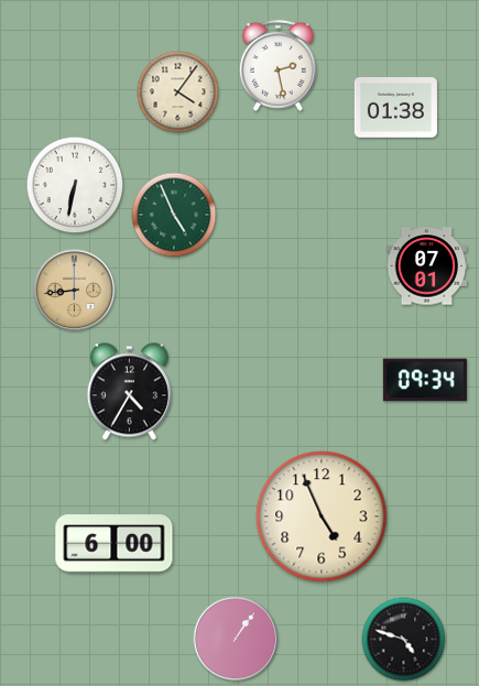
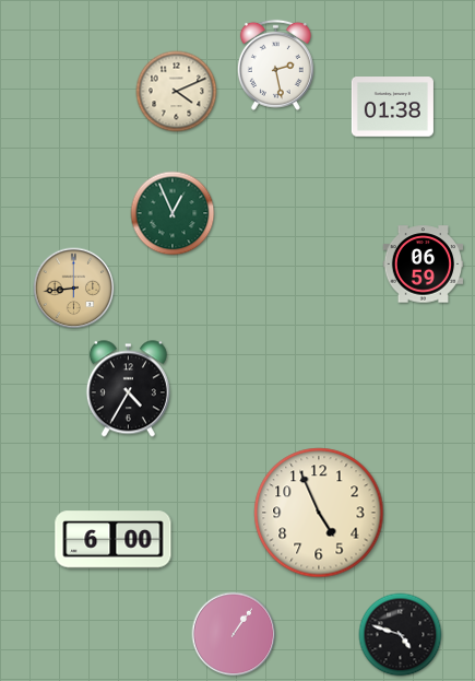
clock at (178, 92): 4:06 -> 4:11
clock at (75, 185): 6:32 -> none
clock at (174, 215): 4:56 -> 12:56
clock at (427, 266): 07:01 -> 06:59
clock at (425, 380): 09:34 -> none
